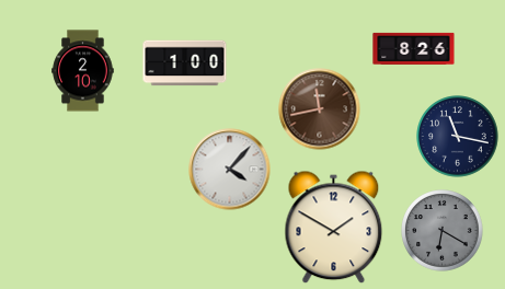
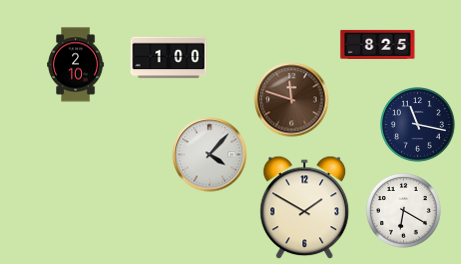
clock at (414, 48): 8:26 -> 8:25
clock at (320, 109): 11:43 -> 11:48
clock at (443, 231) dial: grey -> white
